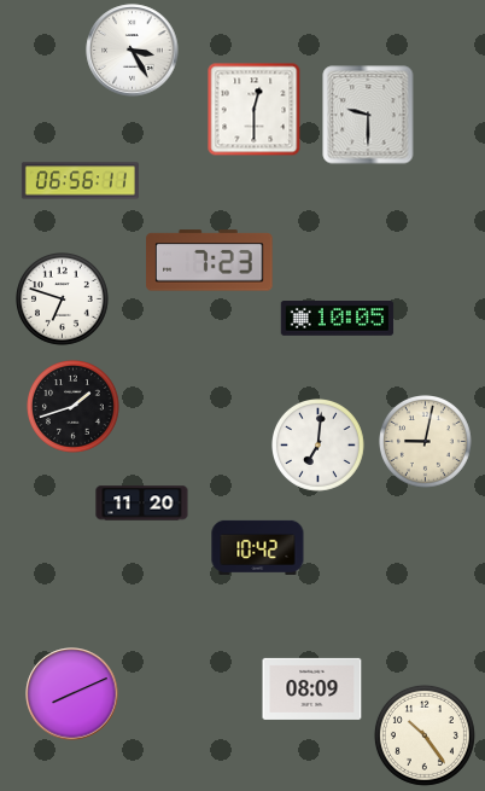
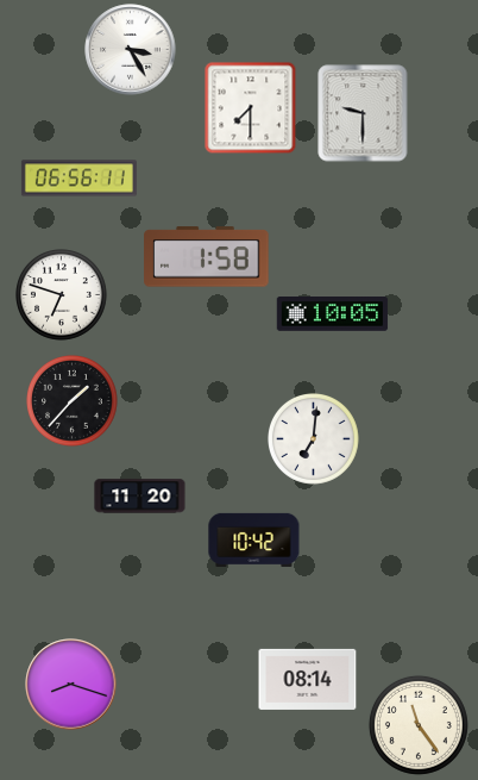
clock at (253, 109): 12:30 -> 7:30
clock at (210, 261): 7:23 -> 1:58
clock at (74, 407): 1:42 -> 1:37
clock at (426, 442): 9:02 -> none
clock at (312, 688): 08:09 -> 08:14
clock at (72, 694): 8:11 -> 8:18
clock at (425, 735): 10:24 -> 11:24
